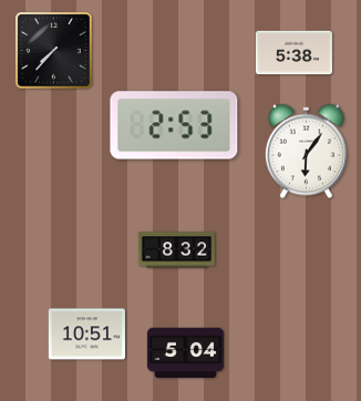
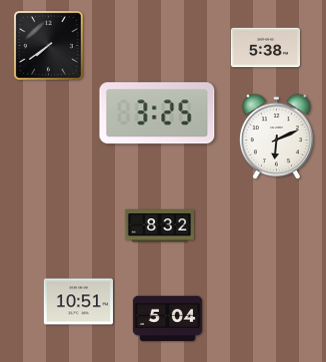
clock at (54, 51): 7:37 -> 7:39
clock at (174, 125): 2:53 -> 3:25
clock at (306, 152): 6:06 -> 6:11
